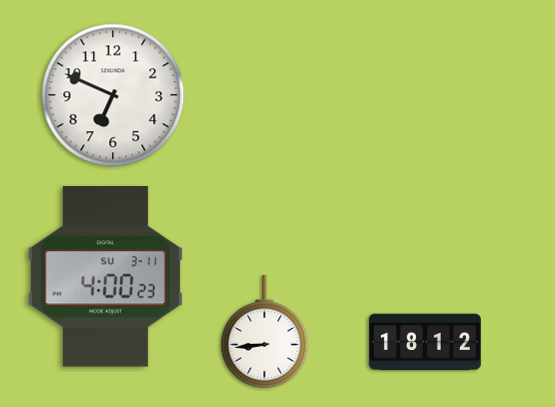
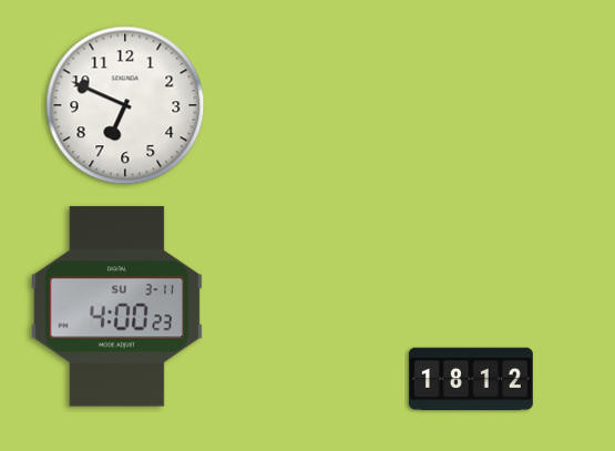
clock at (265, 331): 8:44 -> none
